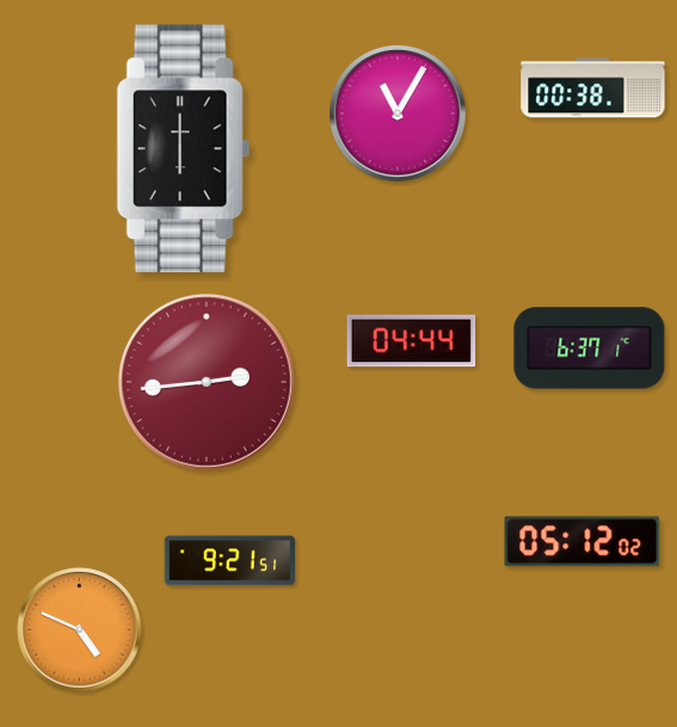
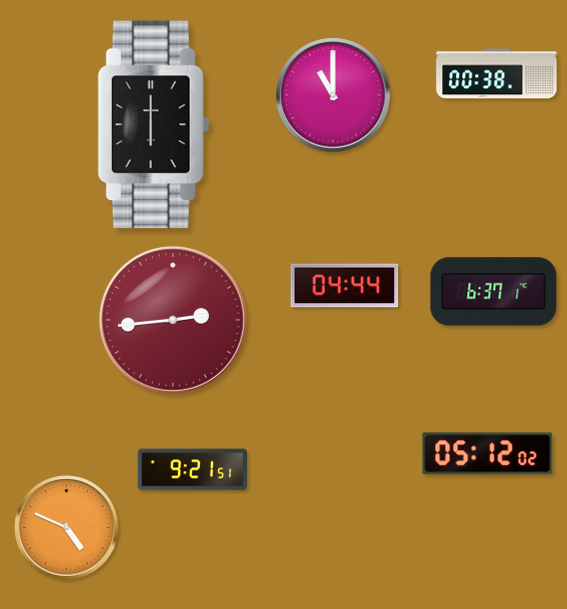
clock at (398, 113): 11:05 -> 11:00
